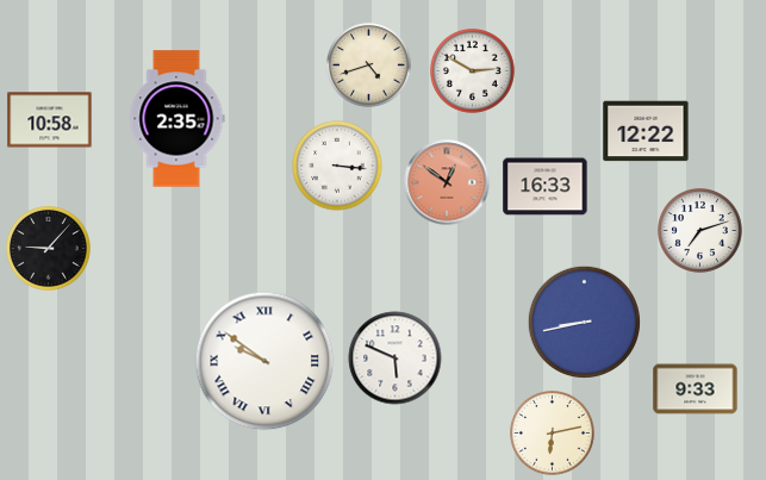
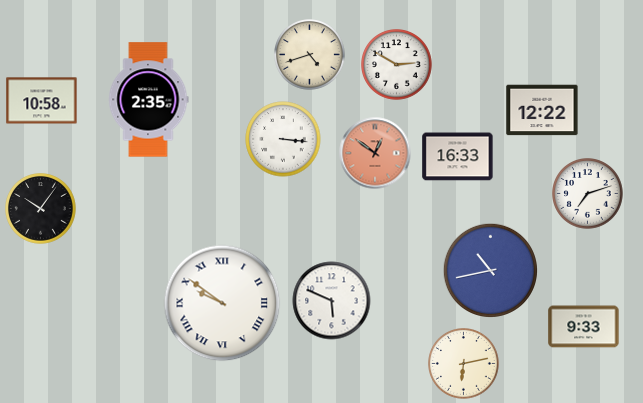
clock at (473, 71) position: (473, 71) -> (397, 65)
clock at (49, 249): 9:07 -> 10:06
clock at (584, 322): 8:43 -> 10:43
